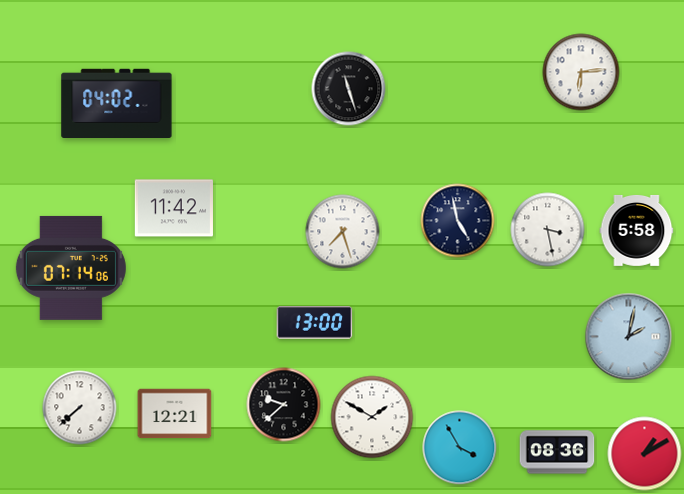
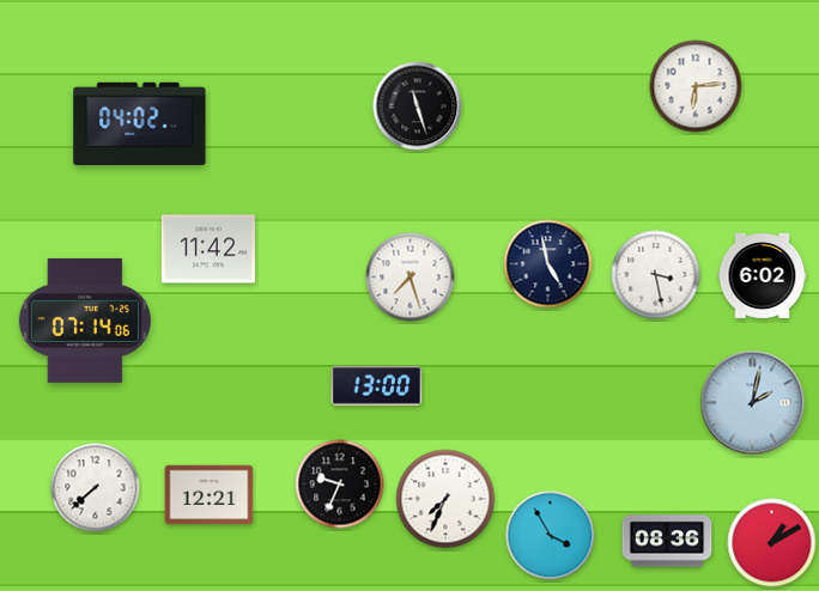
clock at (637, 230): 5:58 -> 6:02
clock at (284, 405): 9:38 -> 9:34
clock at (372, 417): 1:50 -> 7:34
